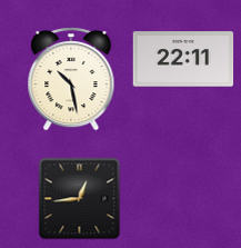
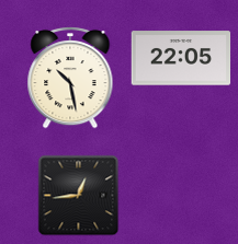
clock at (183, 59): 22:11 -> 22:05
